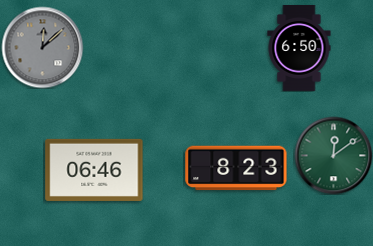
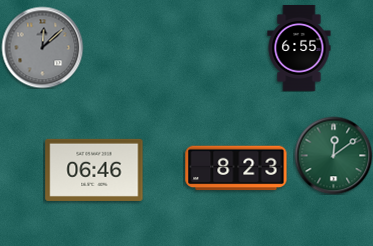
clock at (299, 48): 6:50 -> 6:55
